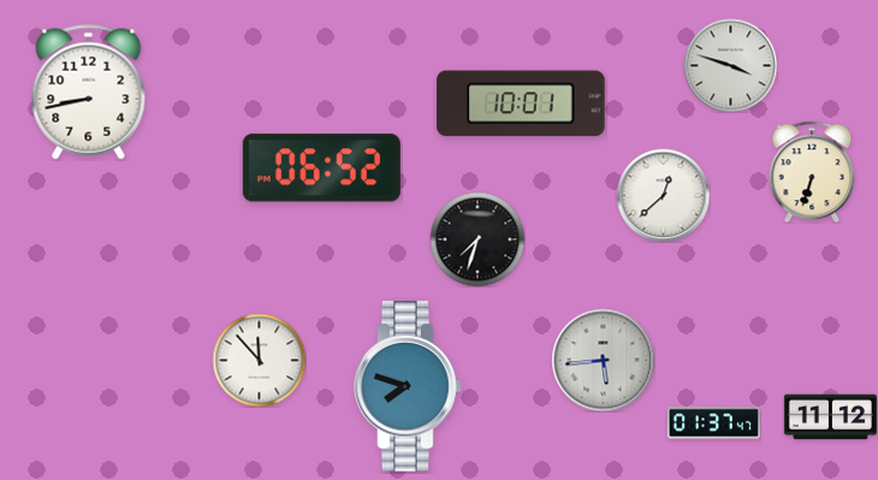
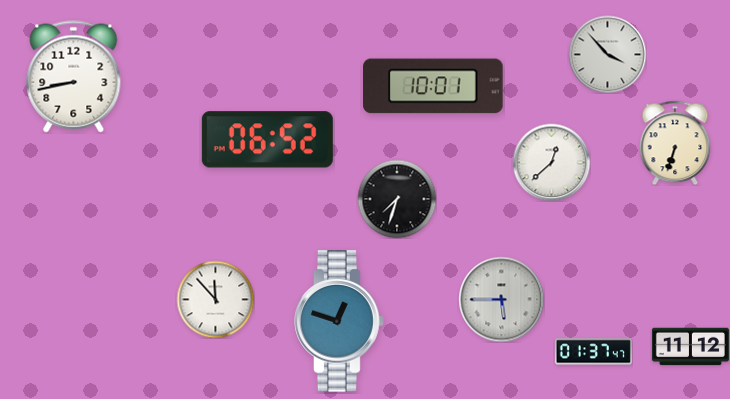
clock at (730, 65): 3:48 -> 3:53
clock at (603, 360): 5:44 -> 5:45
clock at (408, 386): 7:48 -> 12:48
